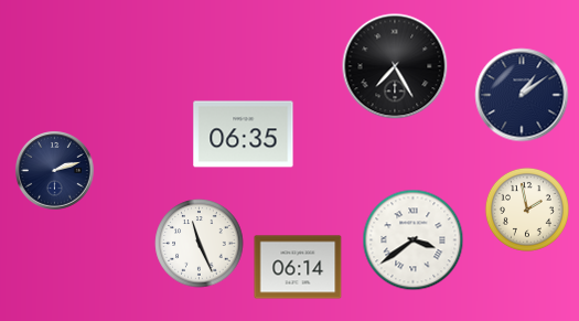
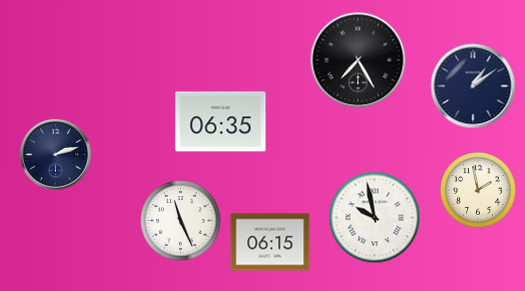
clock at (55, 171) position: (55, 171) -> (56, 155)
clock at (414, 240): 3:39 -> 9:58
clock at (298, 267): 06:14 -> 06:15
